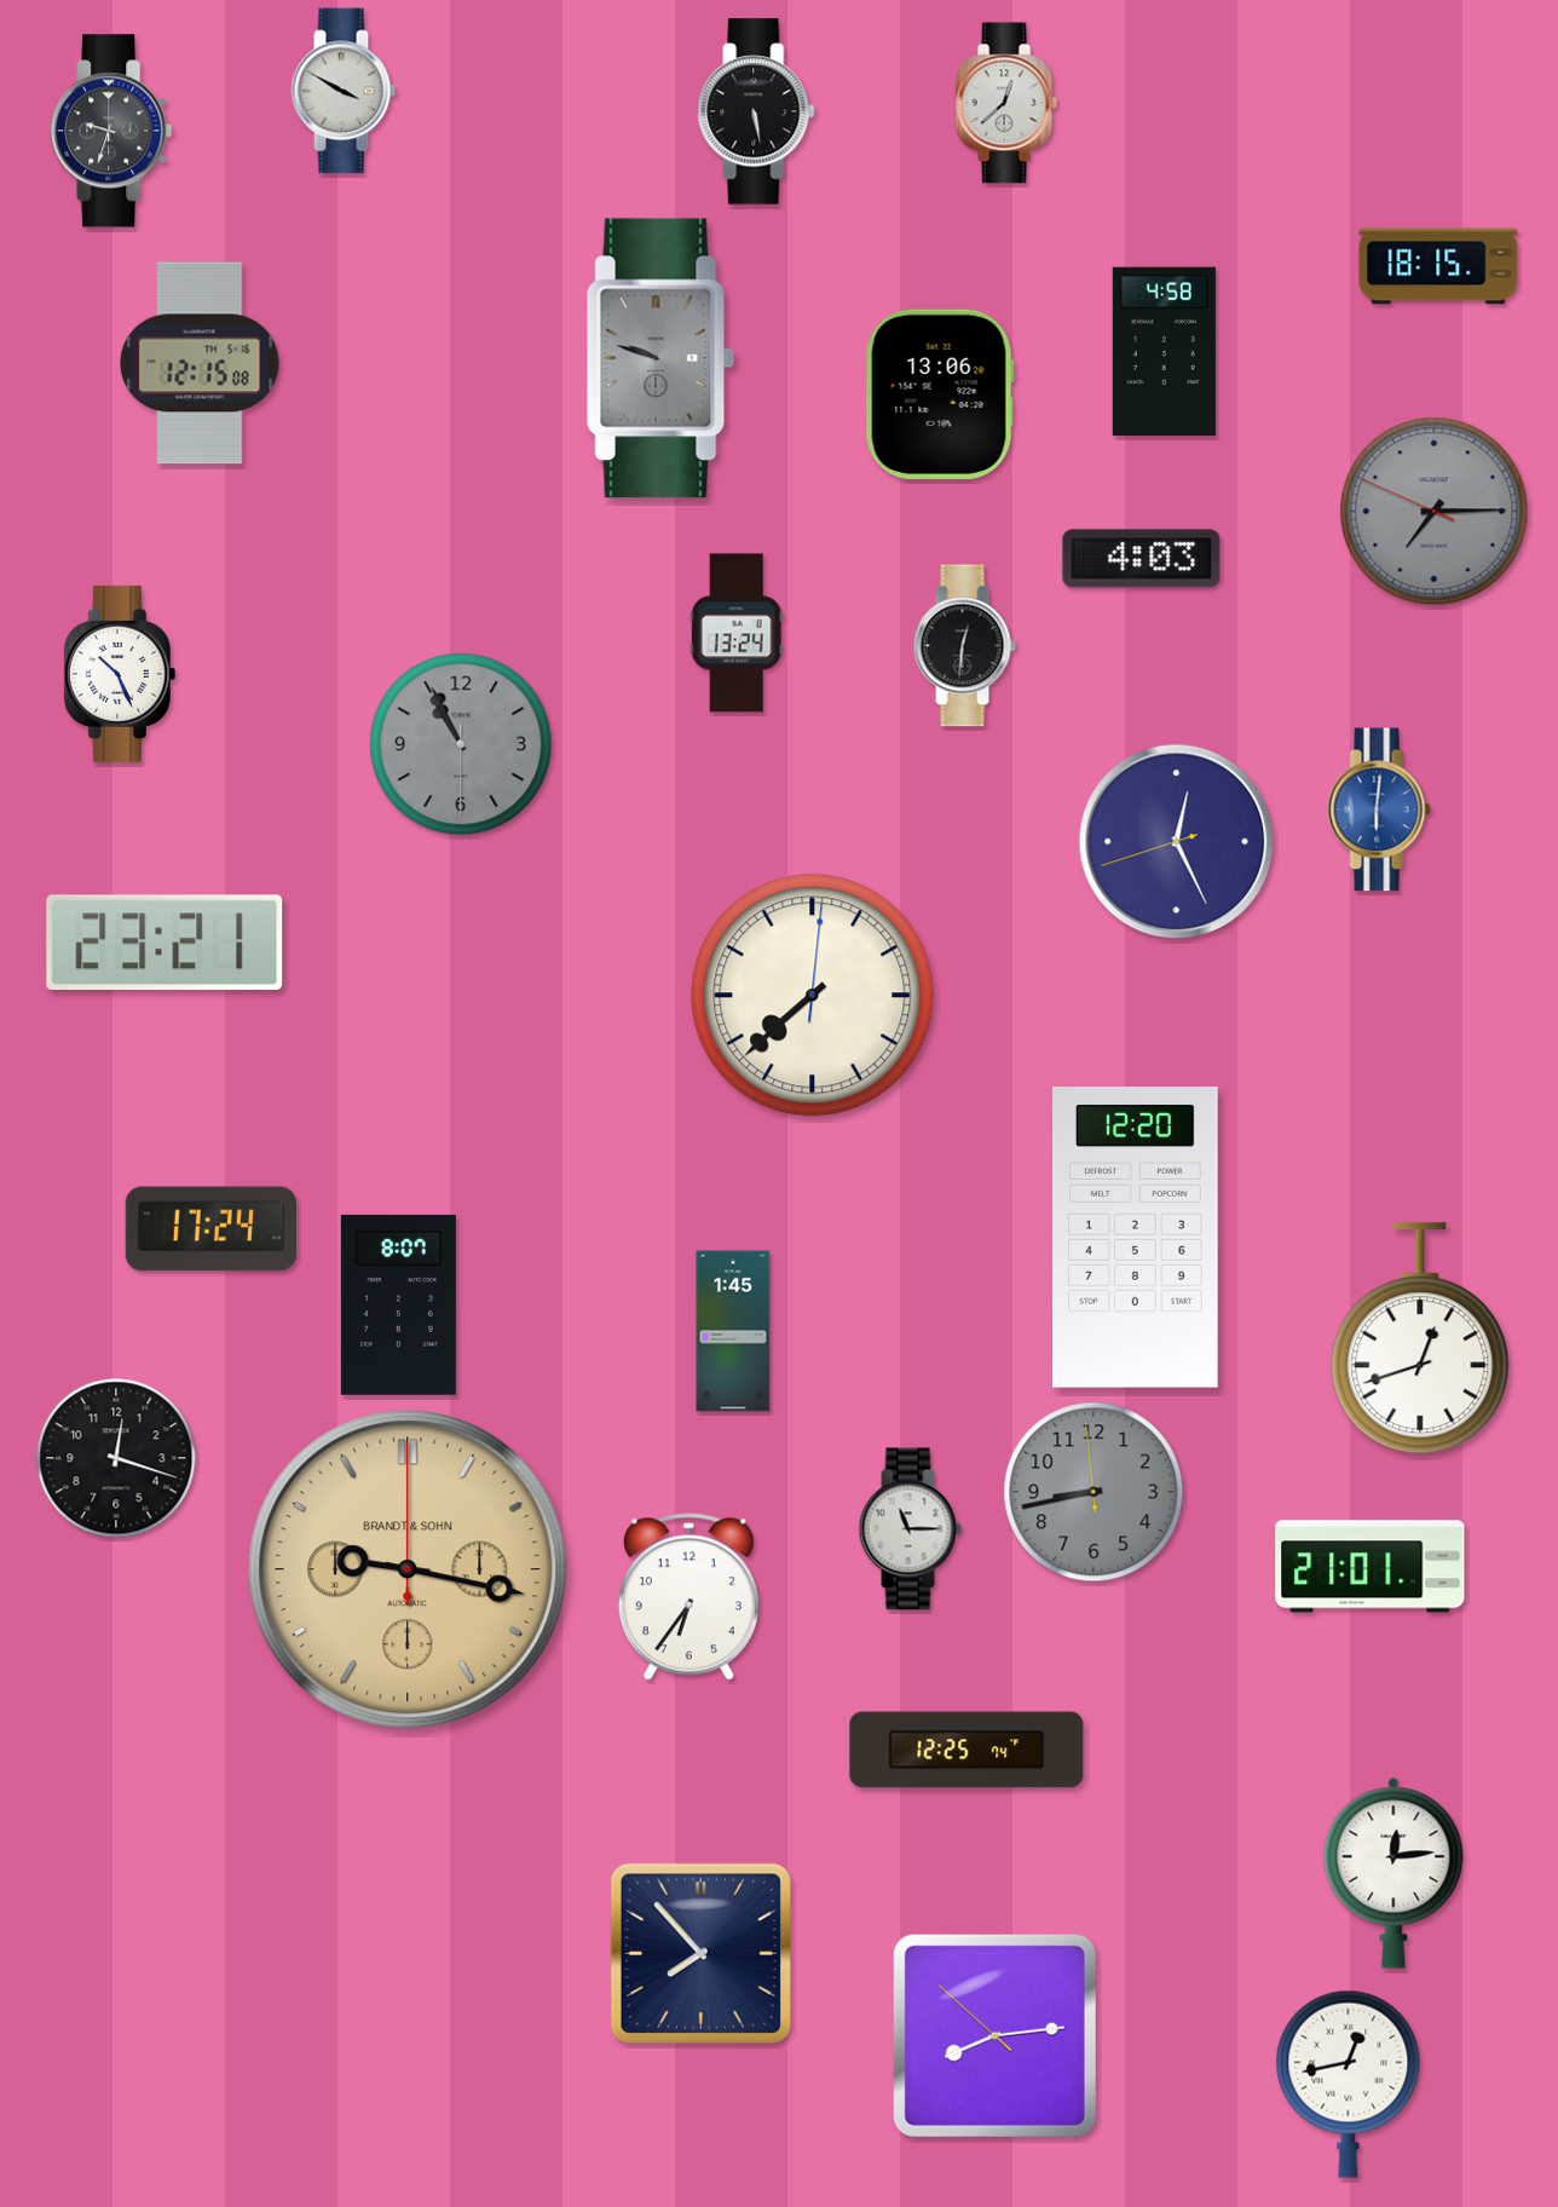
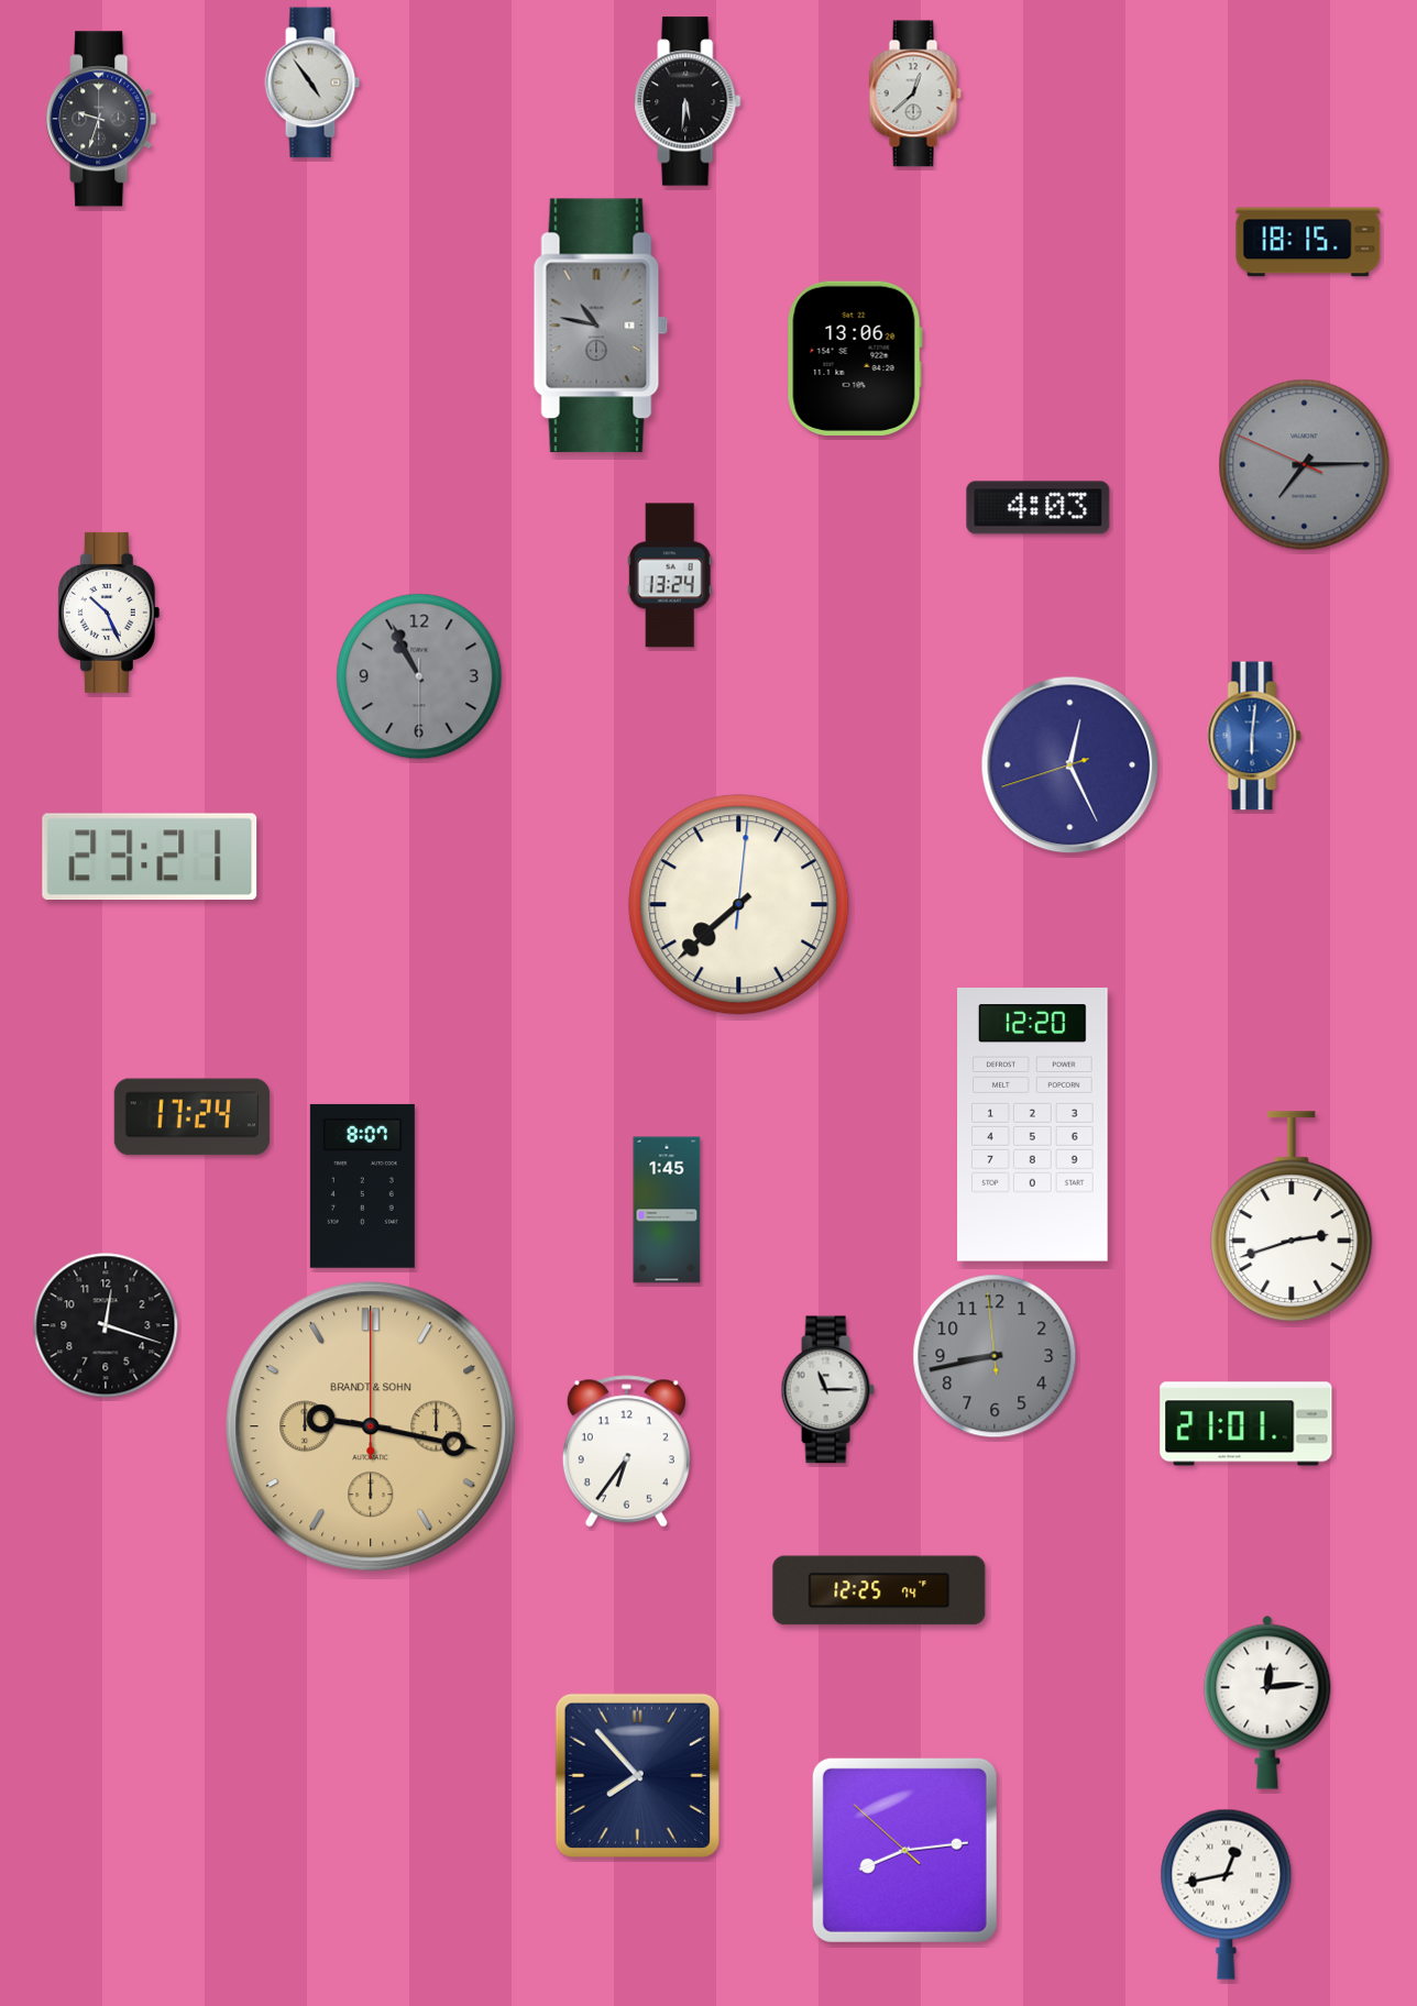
clock at (344, 91): 3:50 -> 4:54
clock at (756, 111): 5:28 -> 5:31
clock at (1164, 352): 4:58 -> none
clock at (660, 358): 9:48 -> 10:47
clock at (200, 363): 12:15 -> none
clock at (964, 646): 12:31 -> none
clock at (1420, 1339): 12:42 -> 2:42
